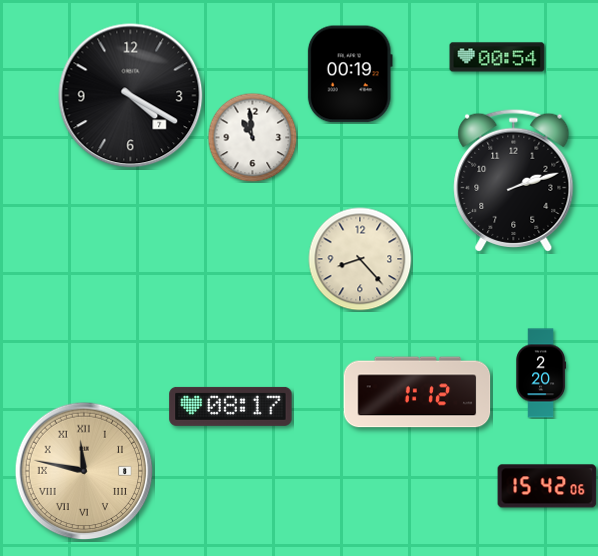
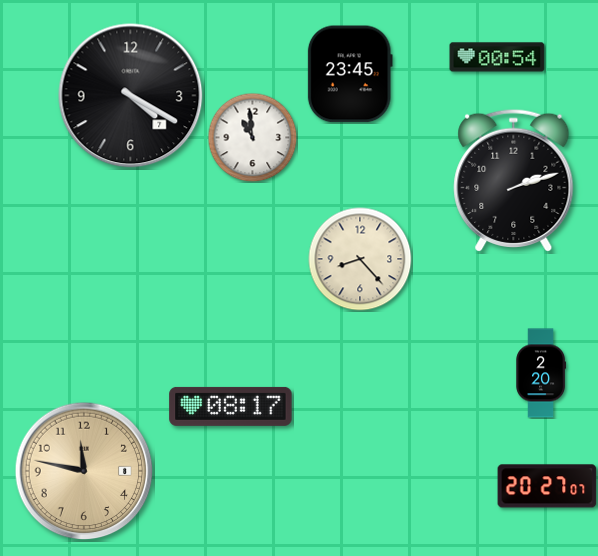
clock at (350, 74): 00:19 -> 23:45
clock at (417, 392): 1:12 -> none
clock at (84, 471) numerals: Roman -> Arabic
clock at (547, 486): 15:42 -> 20:27
